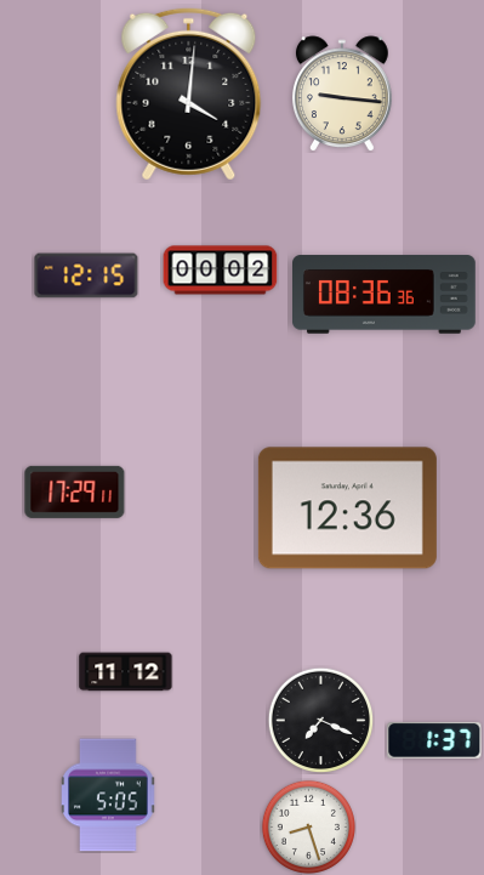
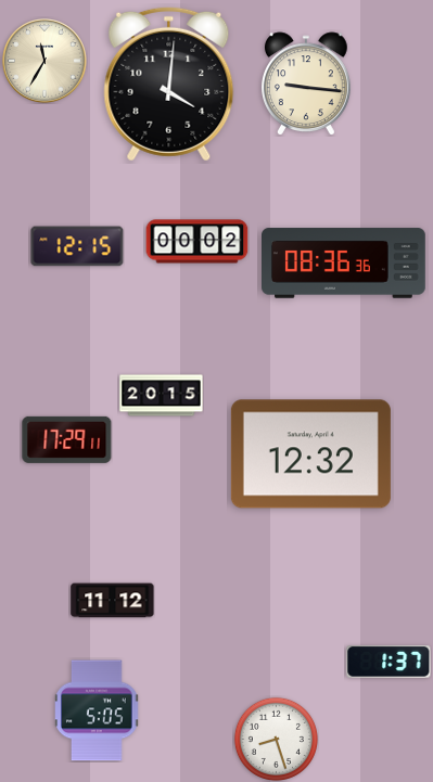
clock at (46, 62): none -> 11:35
clock at (162, 396): none -> 20:15
clock at (347, 508): 12:36 -> 12:32
clock at (320, 720): 7:19 -> none
